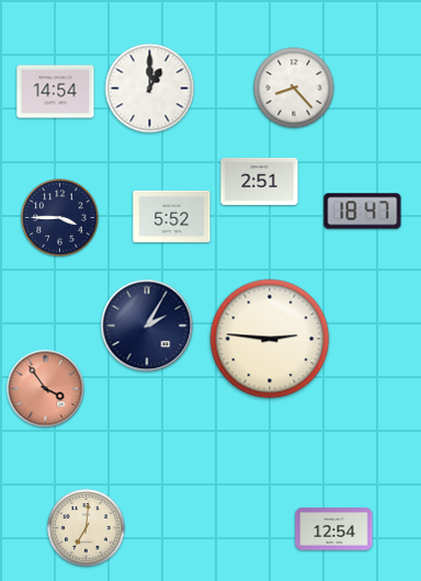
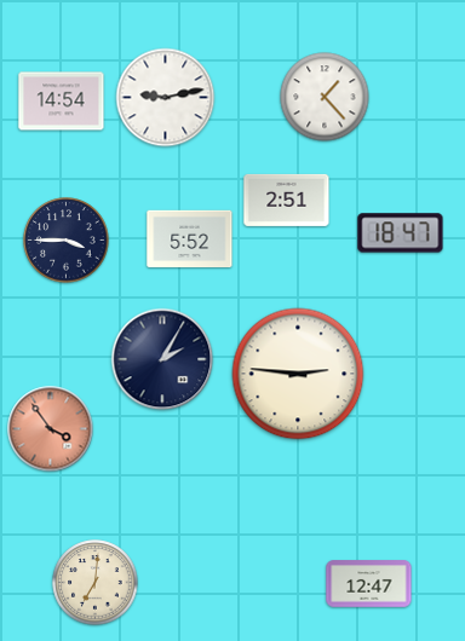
clock at (294, 88): 8:23 -> 1:23
clock at (150, 89): 1:00 -> 9:13
clock at (334, 529): 12:54 -> 12:47
